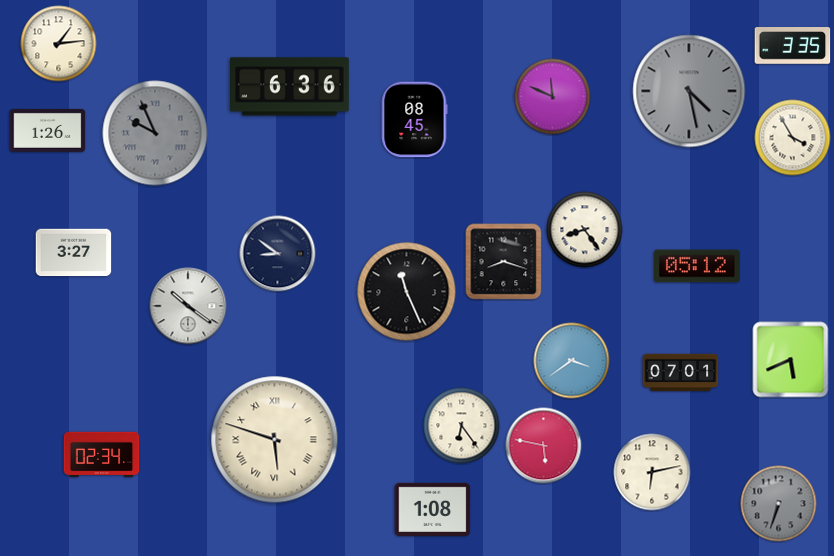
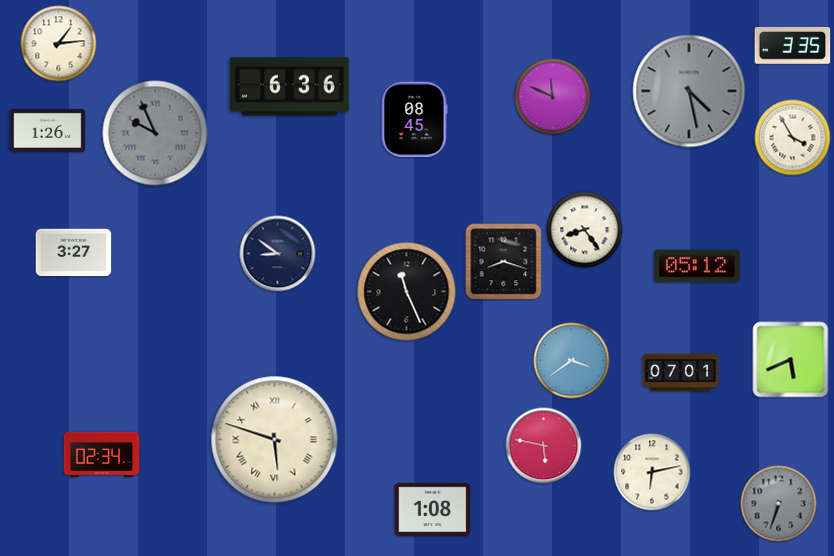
clock at (188, 306): 10:21 -> none
clock at (462, 426): 6:24 -> none
